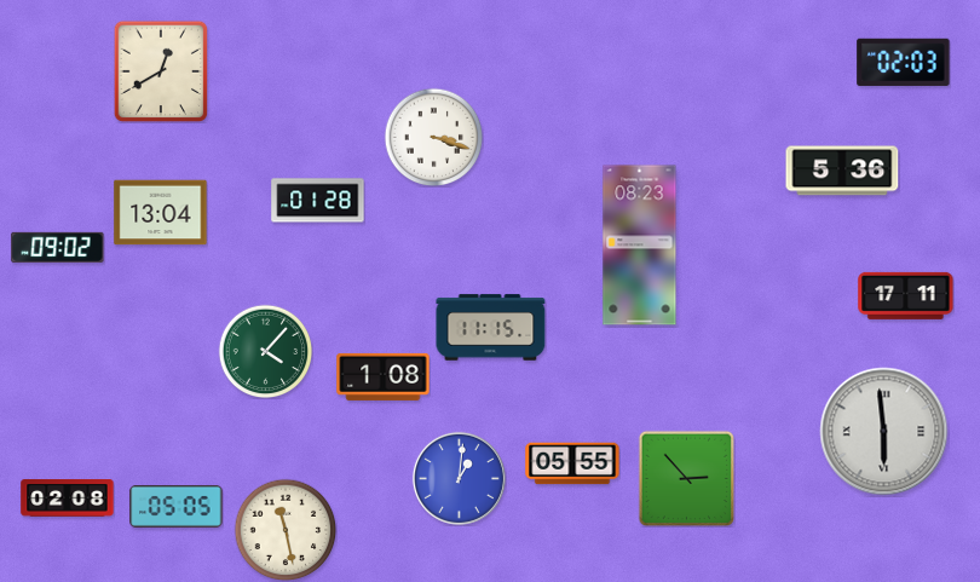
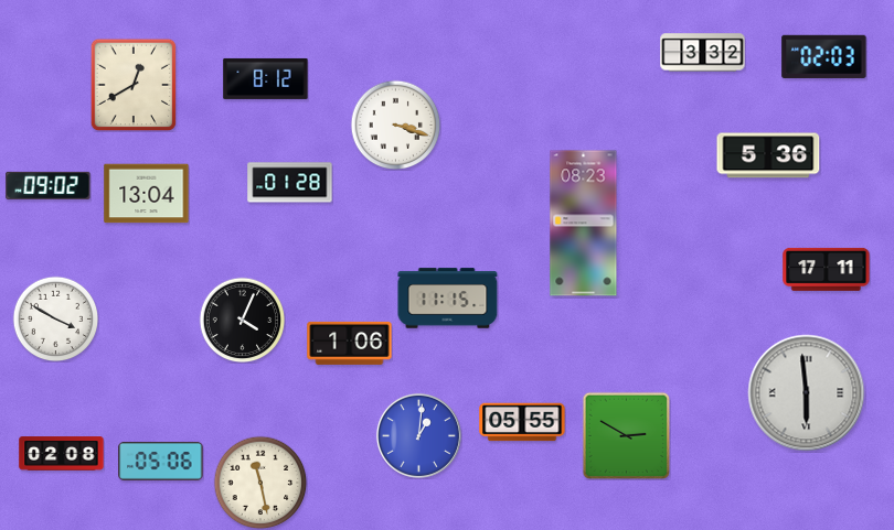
clock at (703, 53): none -> 3:32
clock at (161, 71) position: (161, 71) -> (134, 85)
clock at (266, 78): none -> 8:12
clock at (58, 247) position: (58, 247) -> (49, 185)
clock at (55, 318): none -> 3:50
clock at (265, 351): 4:07 -> 4:04
clock at (265, 351) dial: green -> black
clock at (384, 376): 1:08 -> 1:06
clock at (686, 478): 2:53 -> 2:50
clock at (177, 506): 05:05 -> 05:06
